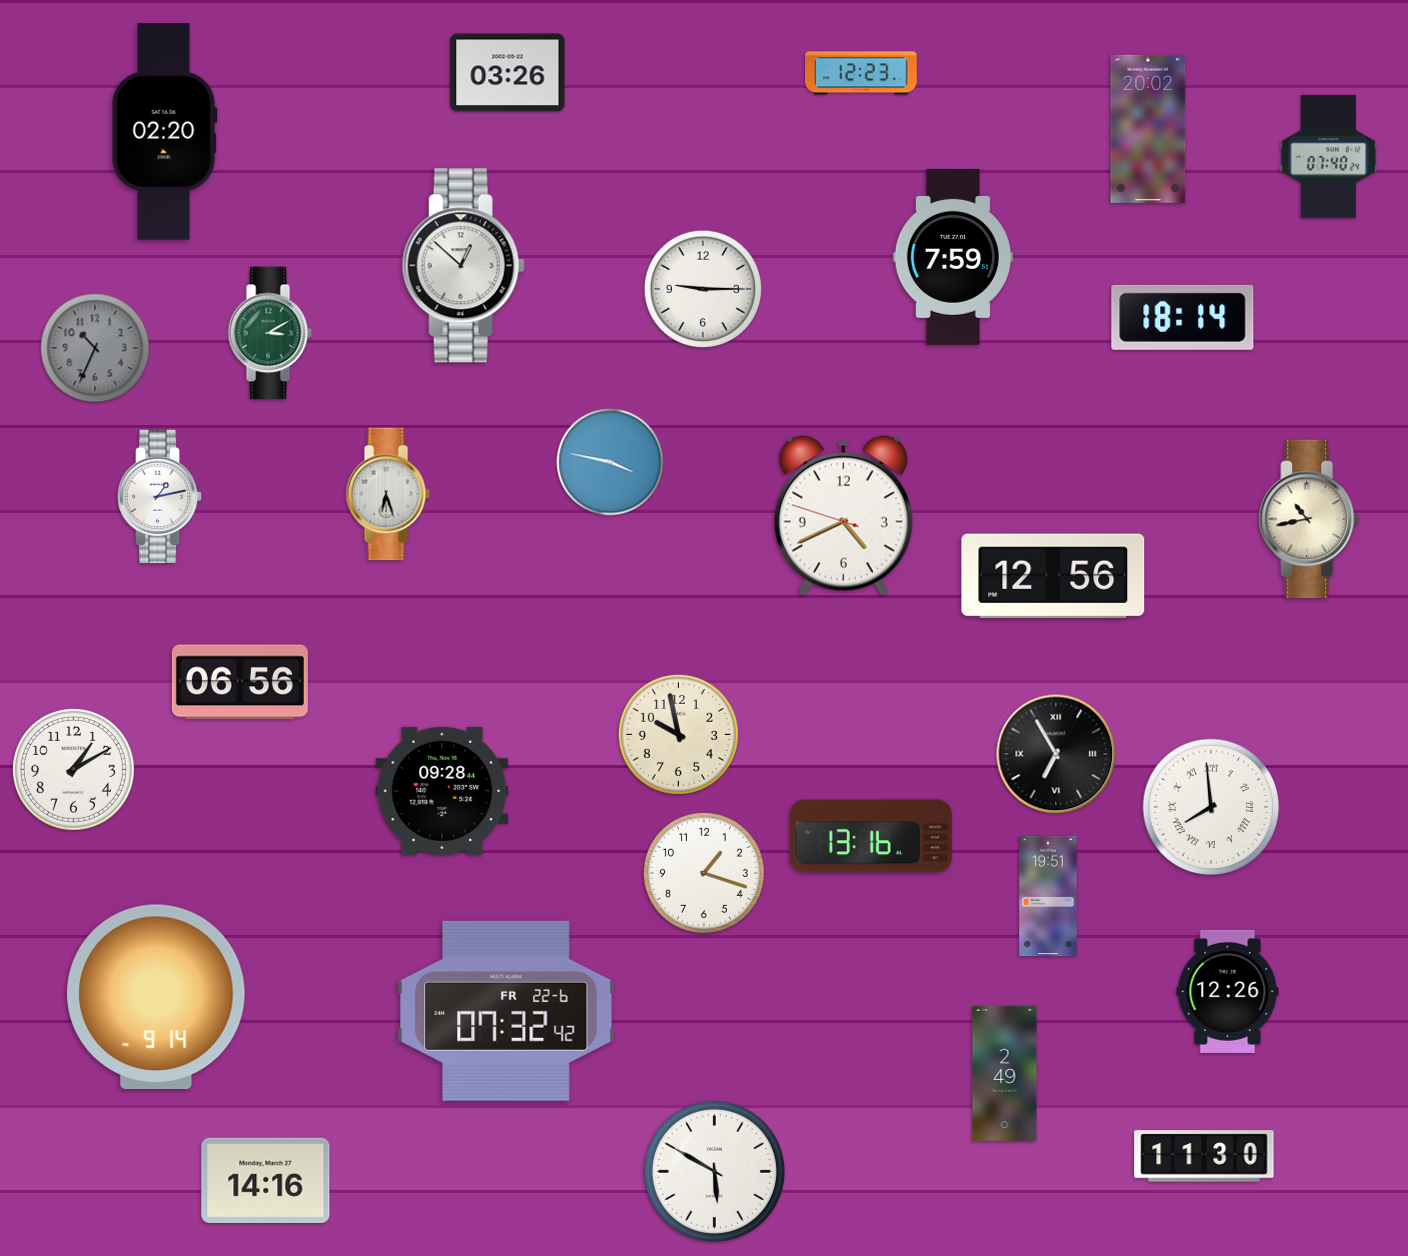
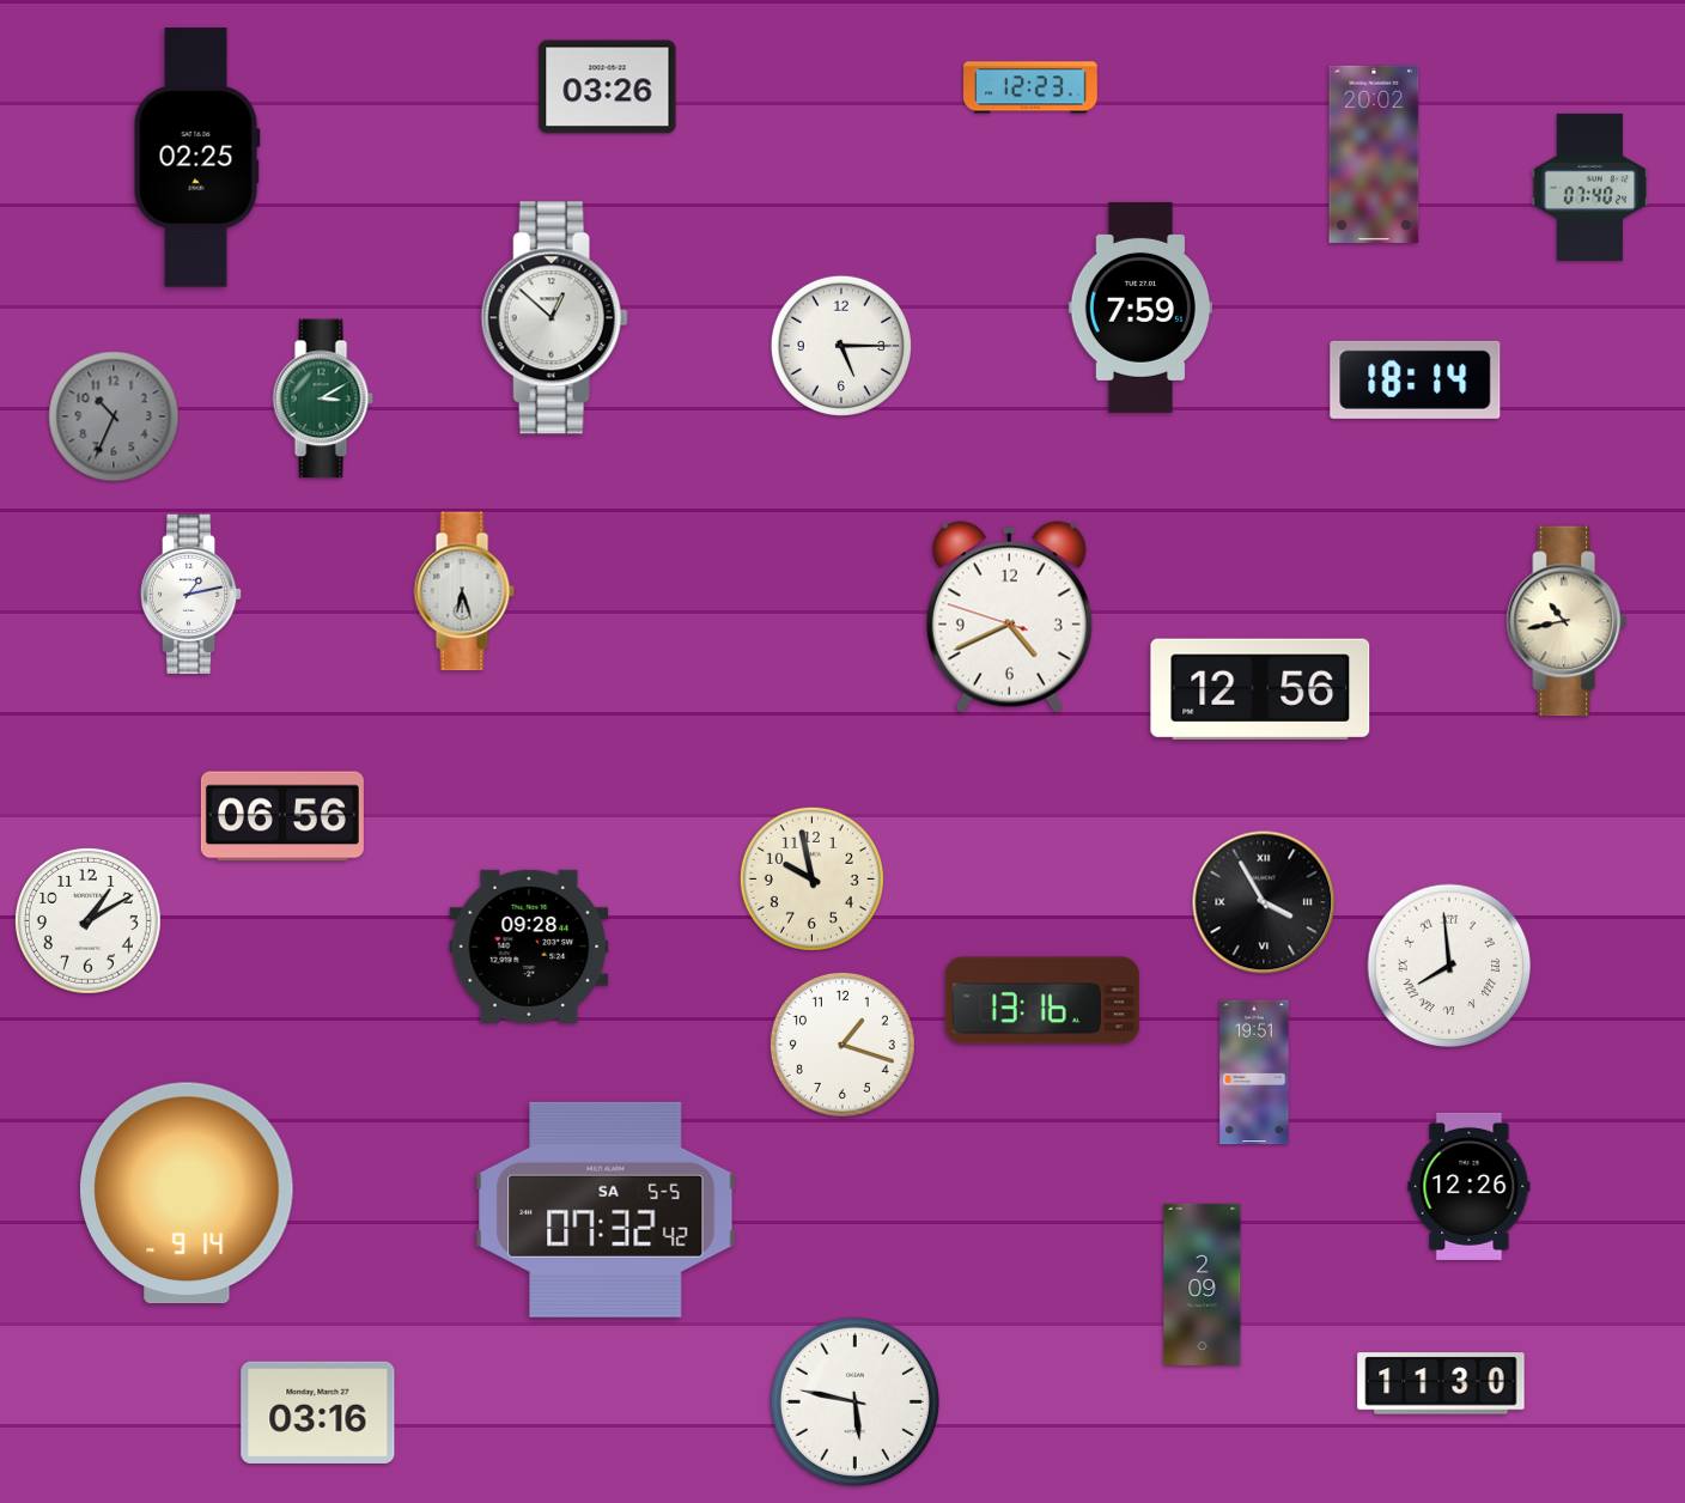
clock at (164, 132): 02:20 -> 02:25
clock at (703, 289): 9:15 -> 5:15
clock at (610, 462): 3:47 -> none
clock at (240, 682) position: (240, 682) -> (282, 816)
clock at (1056, 754): 6:55 -> 3:55
clock at (506, 1011) date: FR 22-6 -> SA 5-5
clock at (1005, 1073): 2:49 -> 2:09
clock at (714, 1171): 5:50 -> 5:47
clock at (266, 1180): 14:16 -> 03:16
